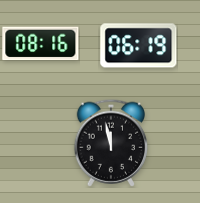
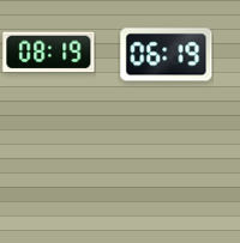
clock at (41, 44): 08:16 -> 08:19
clock at (111, 143): 11:58 -> none
